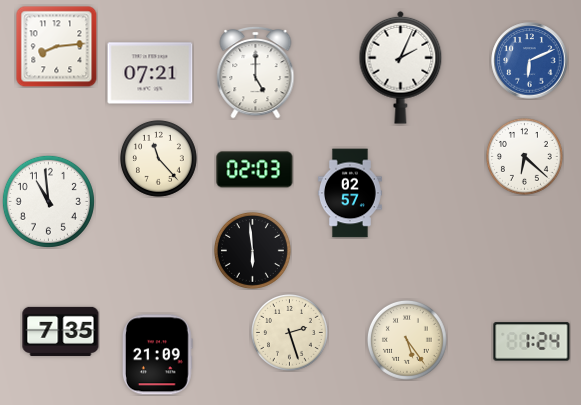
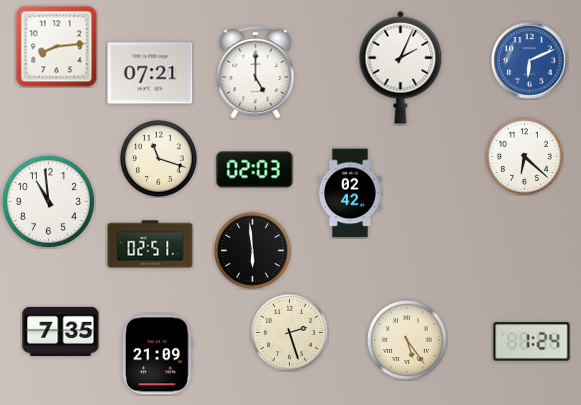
clock at (158, 158): 11:23 -> 11:18
clock at (350, 193): 02:57 -> 02:42
clock at (150, 244): none -> 02:51
